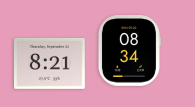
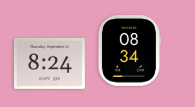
clock at (50, 64): 8:21 -> 8:24
